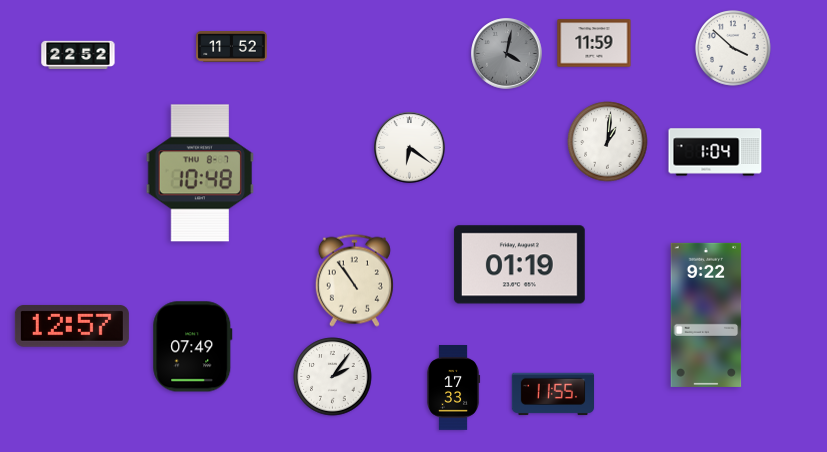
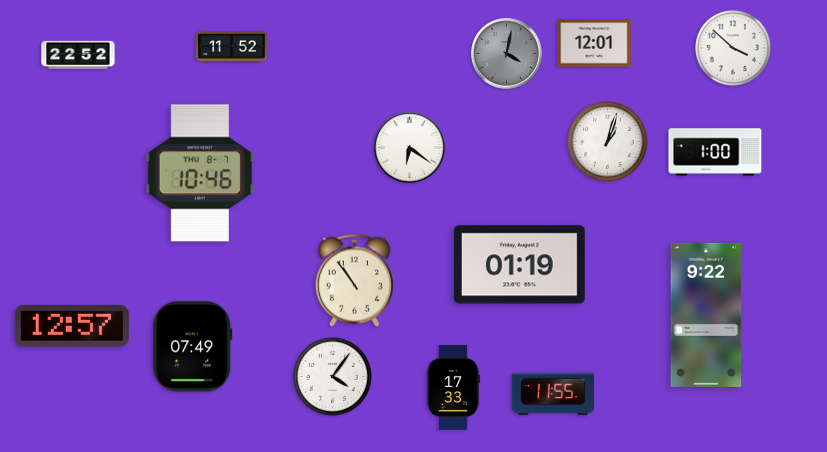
clock at (594, 43): 11:59 -> 12:01
clock at (608, 142): 1:01 -> 1:03
clock at (715, 152): 1:04 -> 1:00
clock at (200, 173): 10:48 -> 10:46
clock at (333, 377): 2:06 -> 4:06
